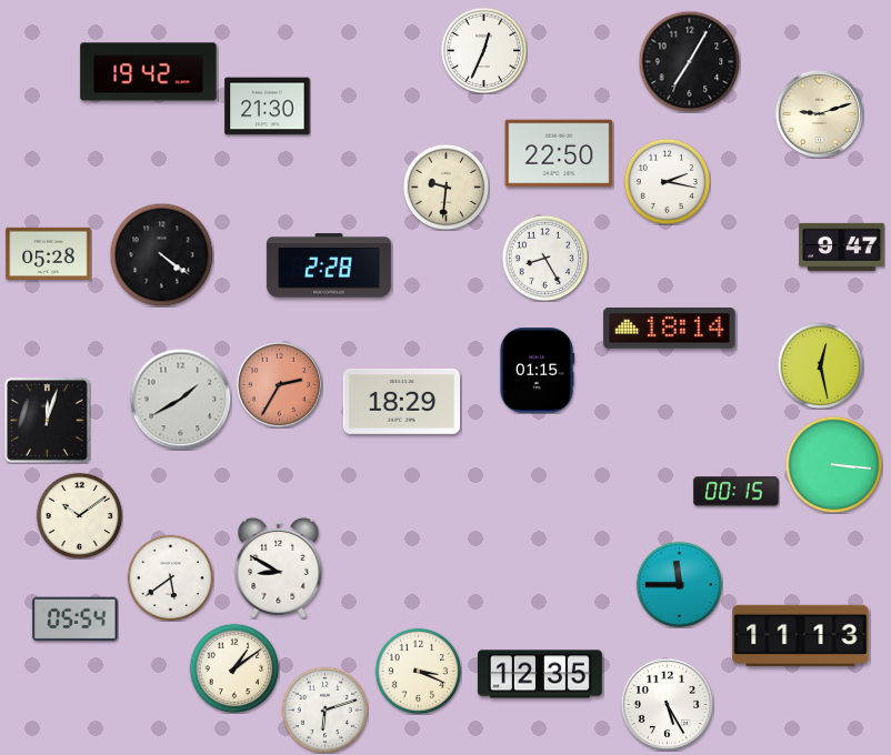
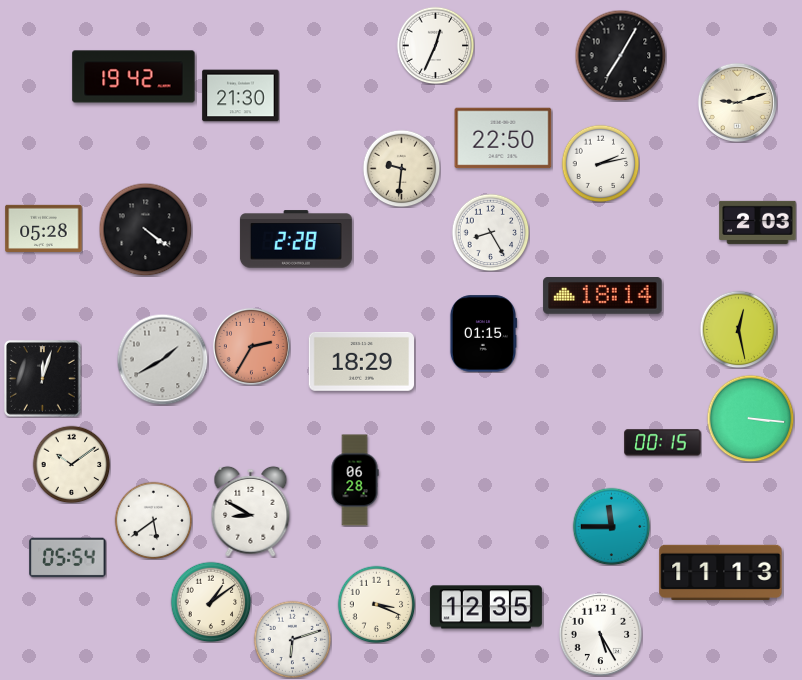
clock at (149, 72) position: (149, 72) -> (134, 77)
clock at (667, 181): 2:17 -> 2:13
clock at (842, 246): 9:47 -> 2:03
clock at (355, 480): none -> 06:28
